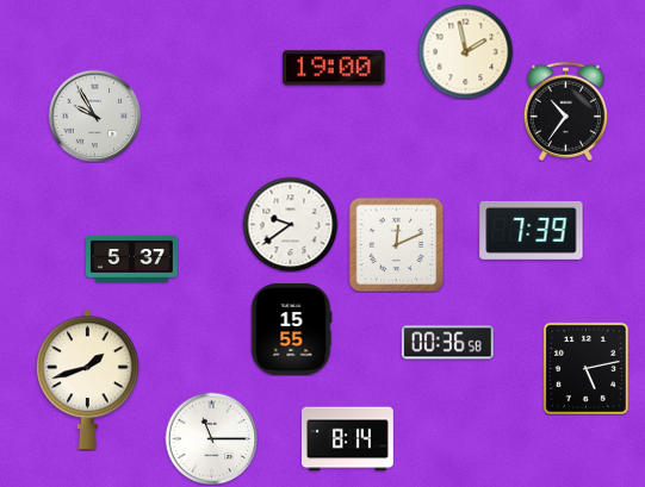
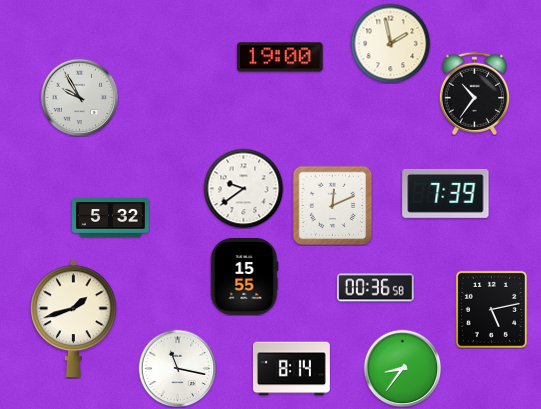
clock at (132, 260): 5:37 -> 5:32
clock at (211, 438): 11:15 -> 11:17
clock at (402, 368): none -> 8:36
